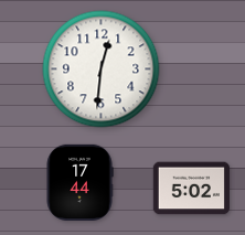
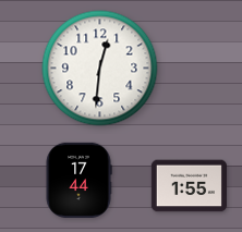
clock at (191, 189): 5:02 -> 1:55
